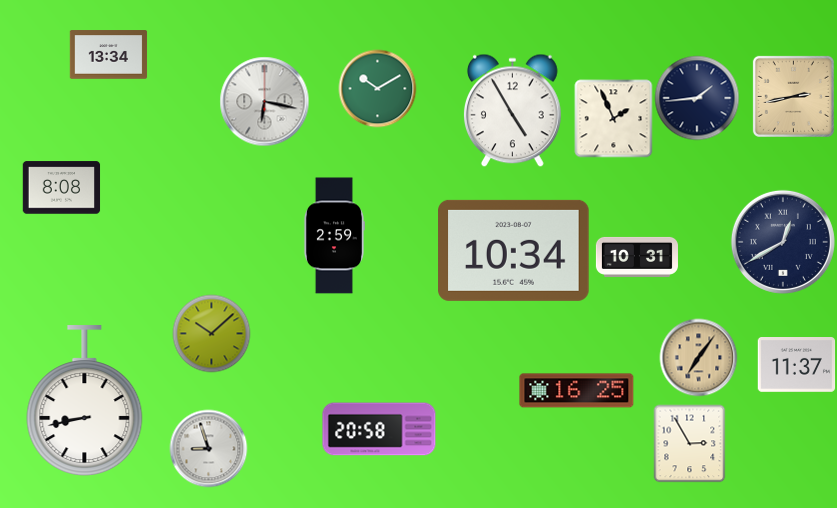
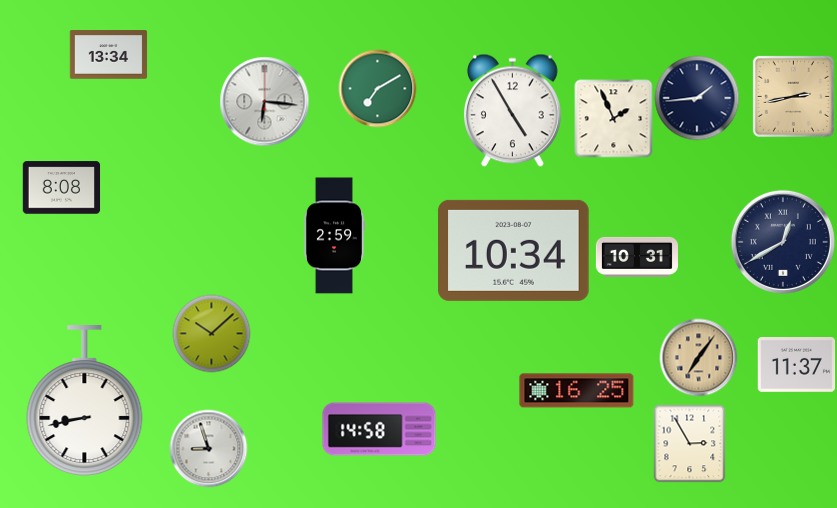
clock at (377, 88): 10:10 -> 7:10
clock at (264, 101): 6:17 -> 6:16
clock at (379, 429): 20:58 -> 14:58
